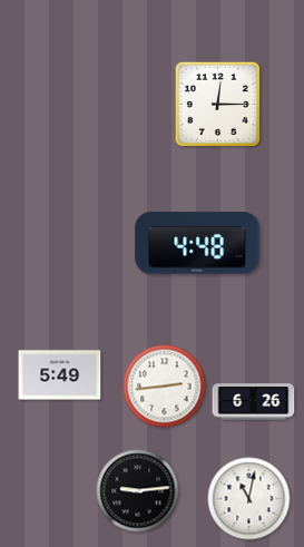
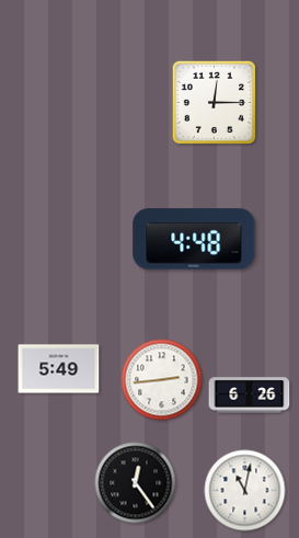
clock at (138, 491): 9:14 -> 12:24
